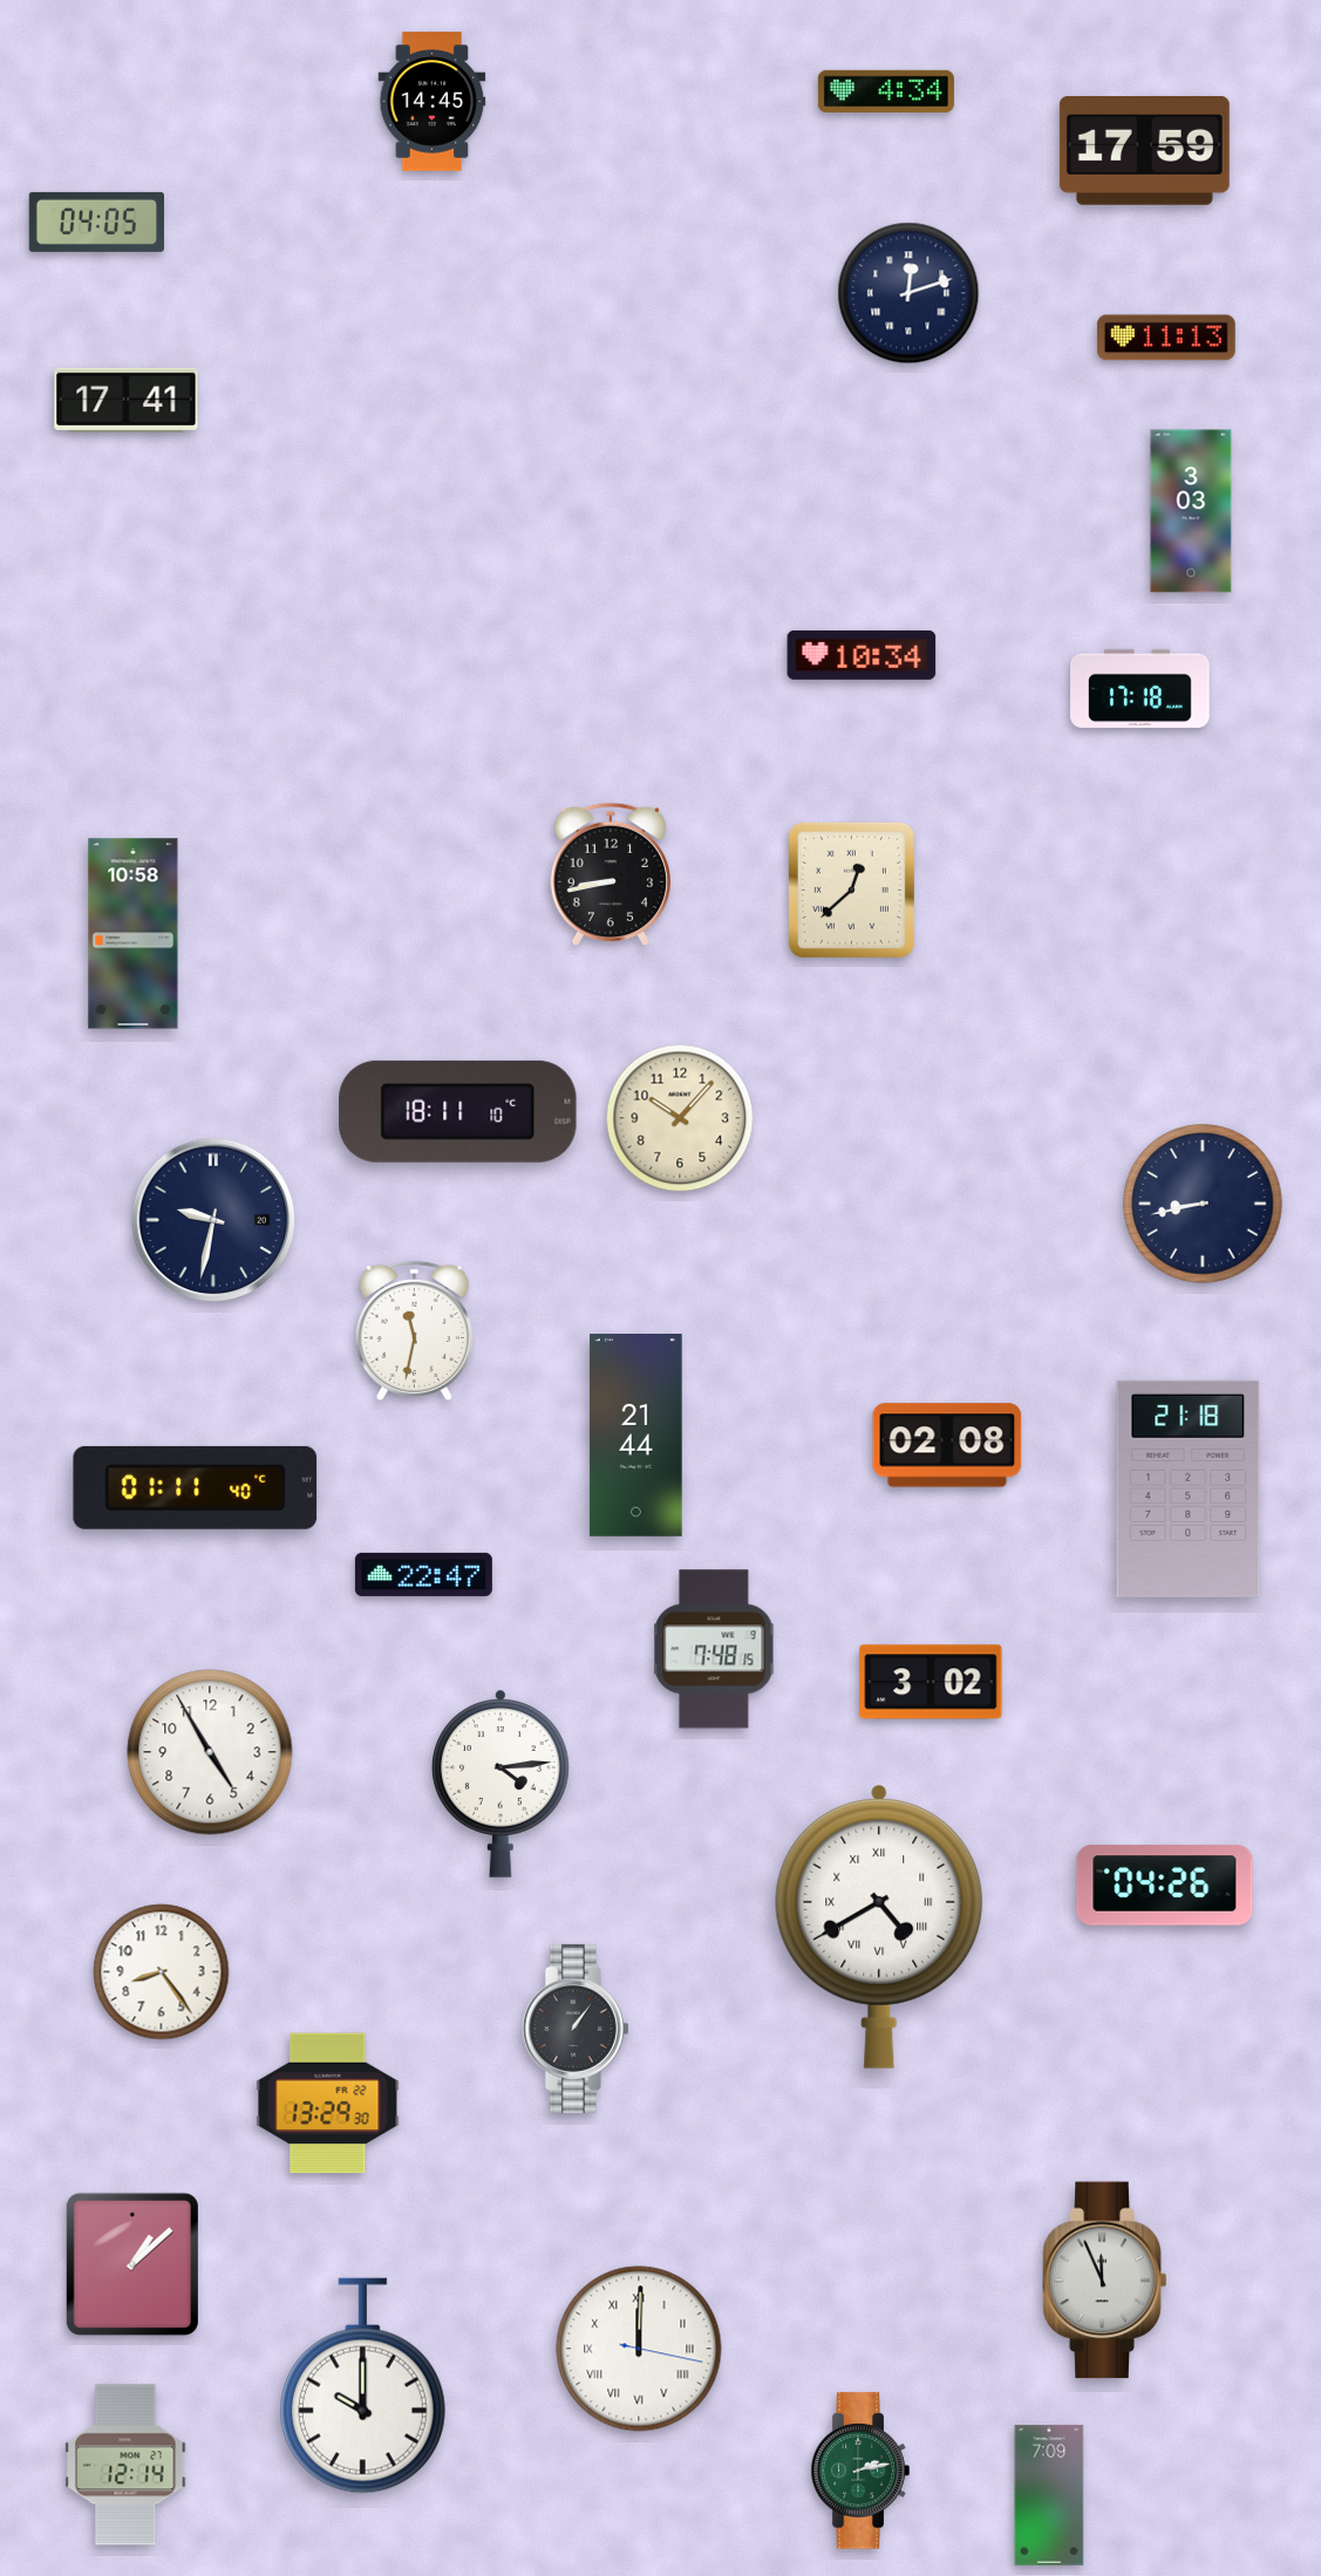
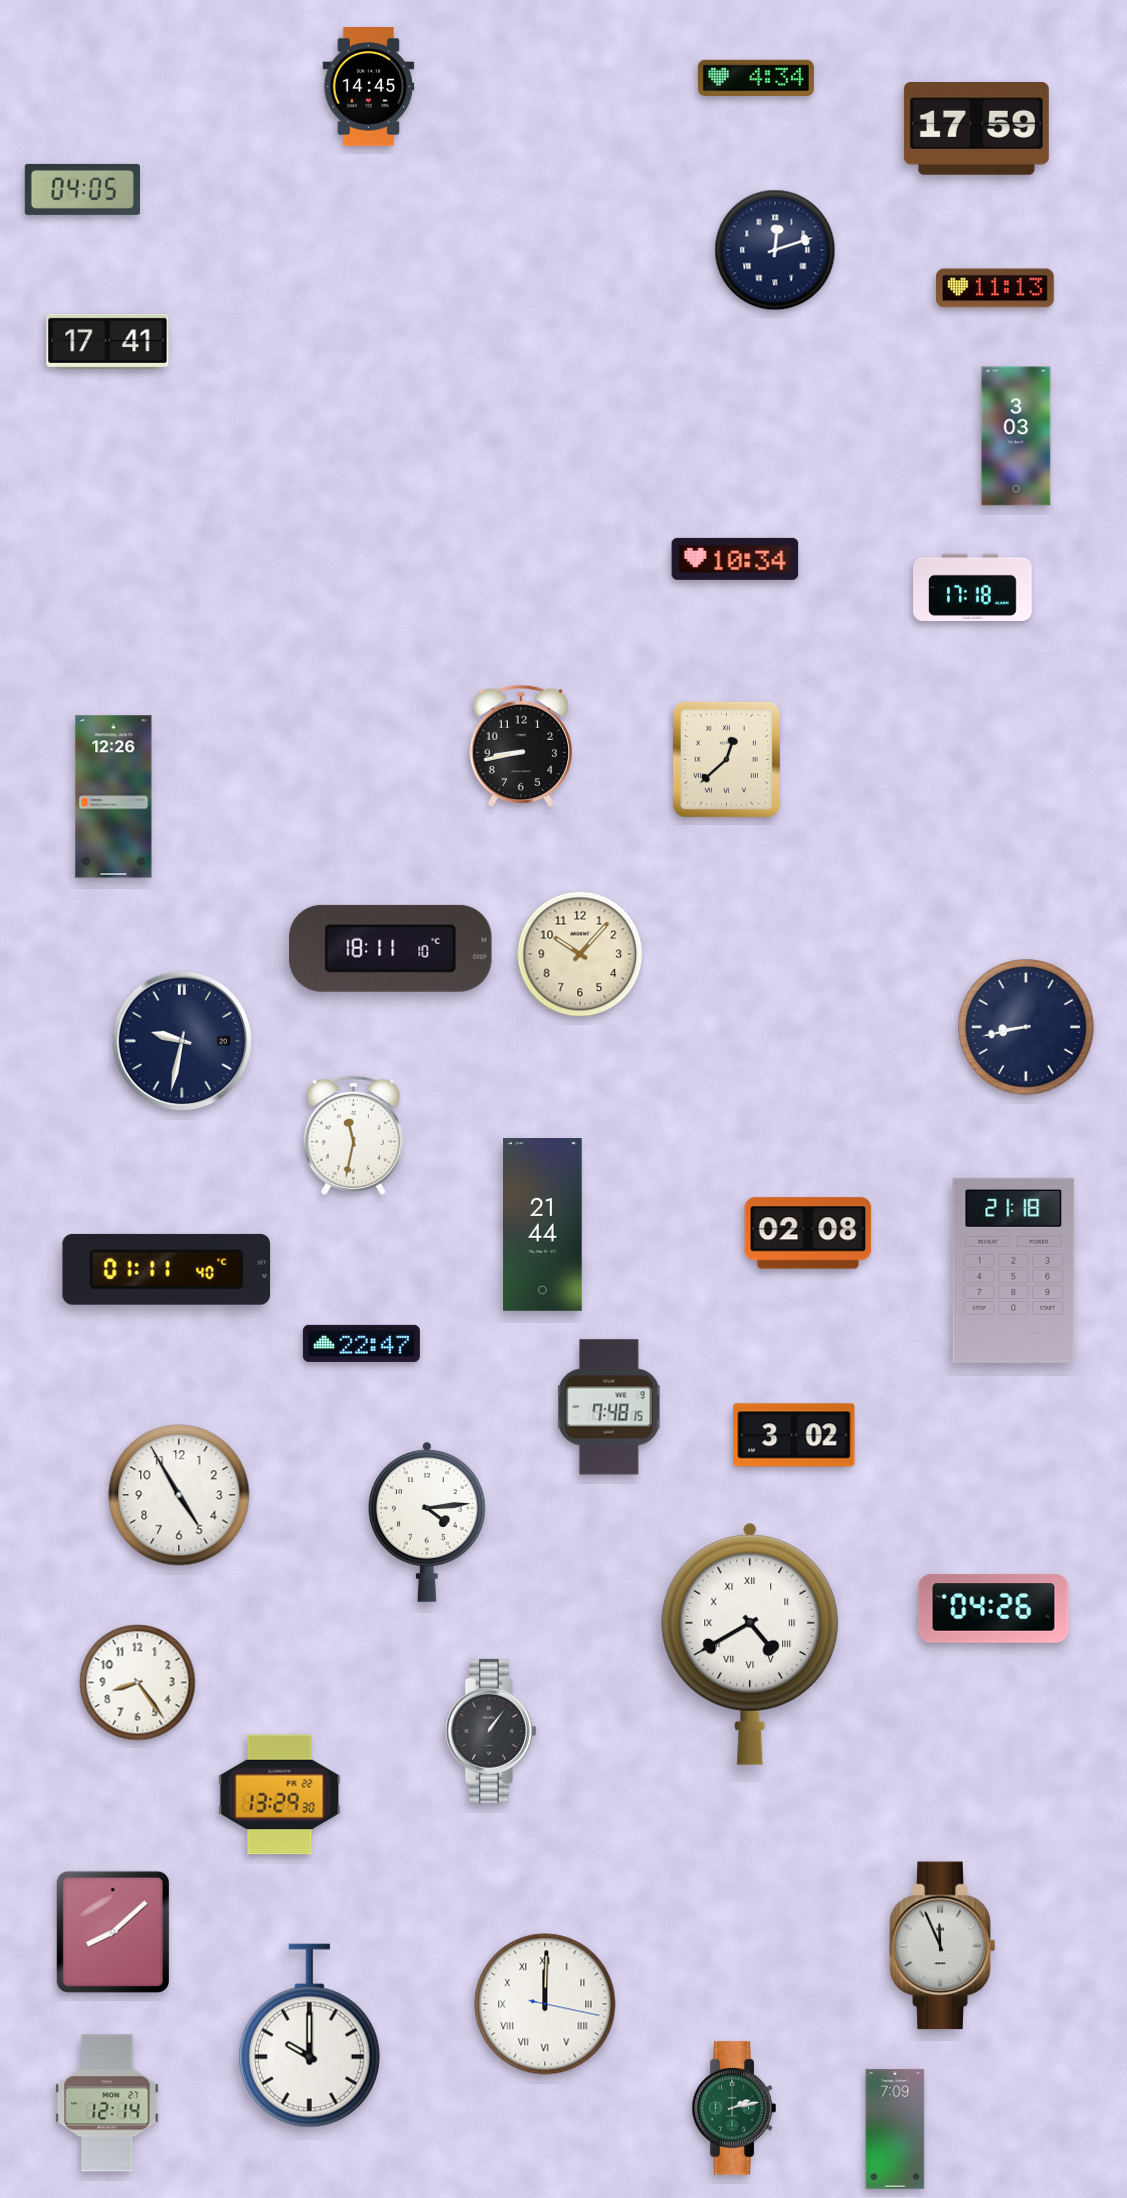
clock at (134, 934): 10:58 -> 12:26
clock at (132, 2264): 1:08 -> 8:08
